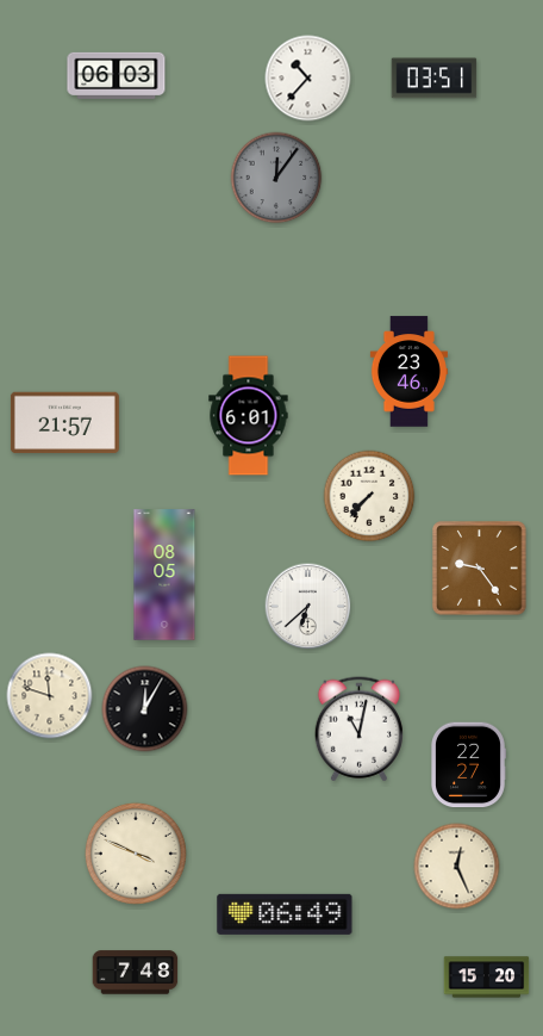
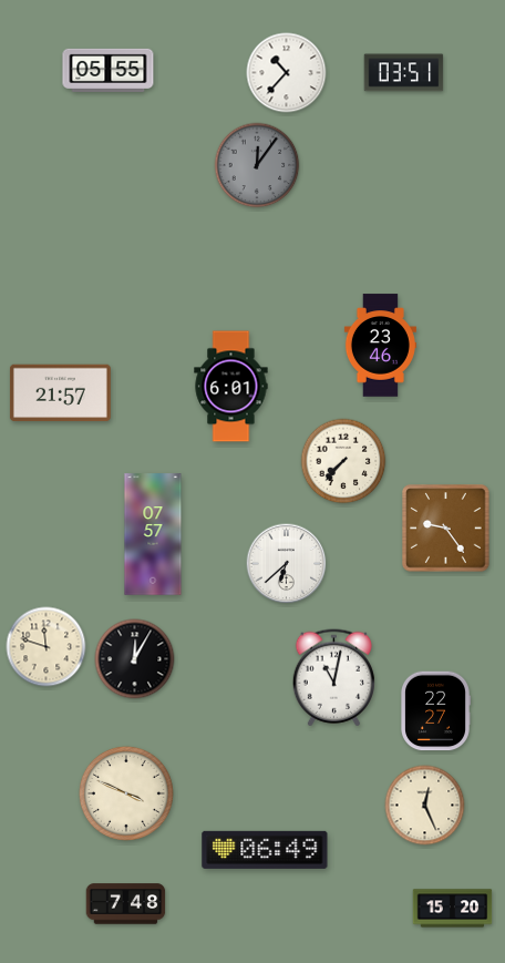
clock at (117, 75): 06:03 -> 05:55
clock at (164, 575): 08:05 -> 07:57
